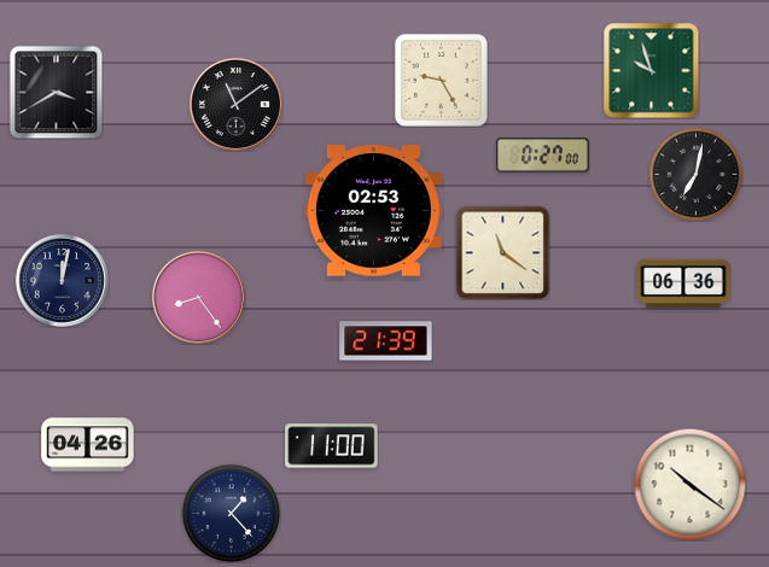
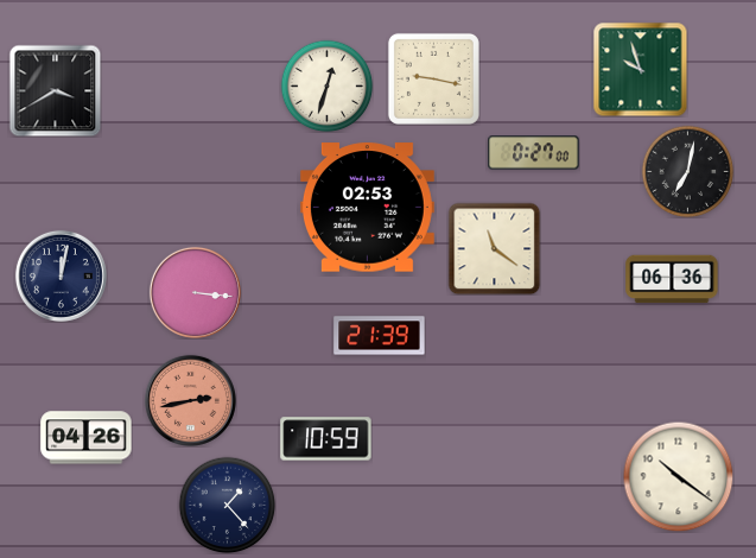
clock at (441, 80): 9:25 -> 9:17
clock at (326, 85): none -> 12:33
clock at (235, 104): 11:09 -> none
clock at (695, 174) position: (695, 174) -> (687, 171)
clock at (198, 297): 8:24 -> 3:16
clock at (190, 400): none -> 2:43
clock at (332, 446): 11:00 -> 10:59
